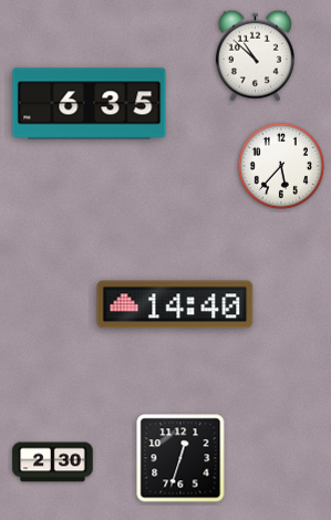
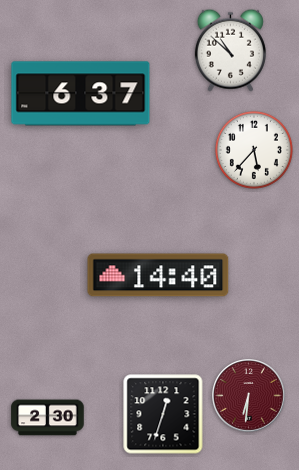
clock at (90, 104): 6:35 -> 6:37
clock at (249, 396): none -> 6:31
